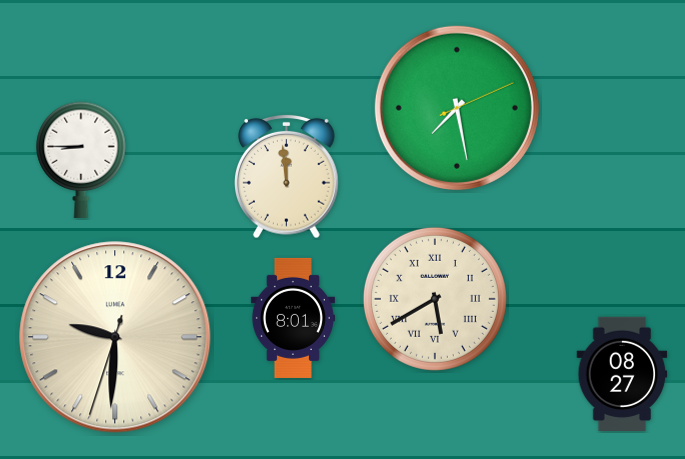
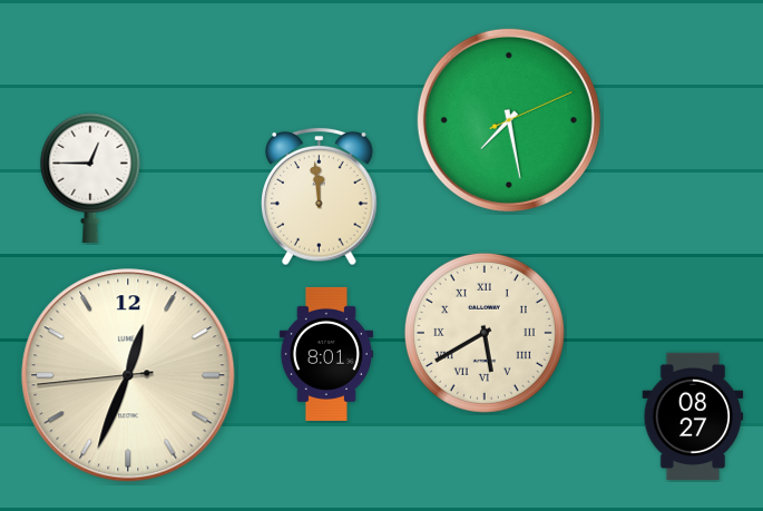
clock at (81, 160): 8:45 -> 12:45
clock at (115, 337): 9:30 -> 12:33
